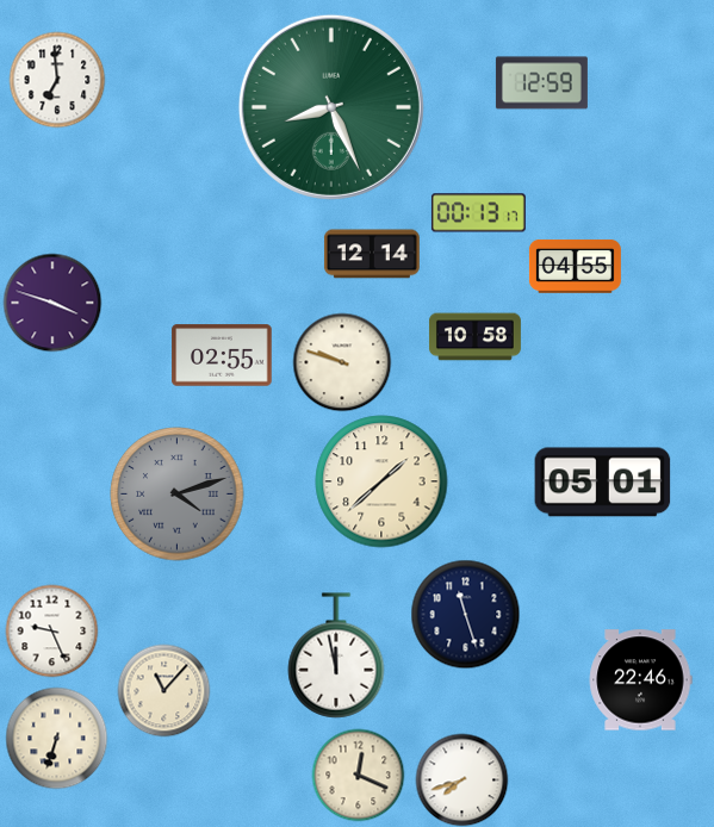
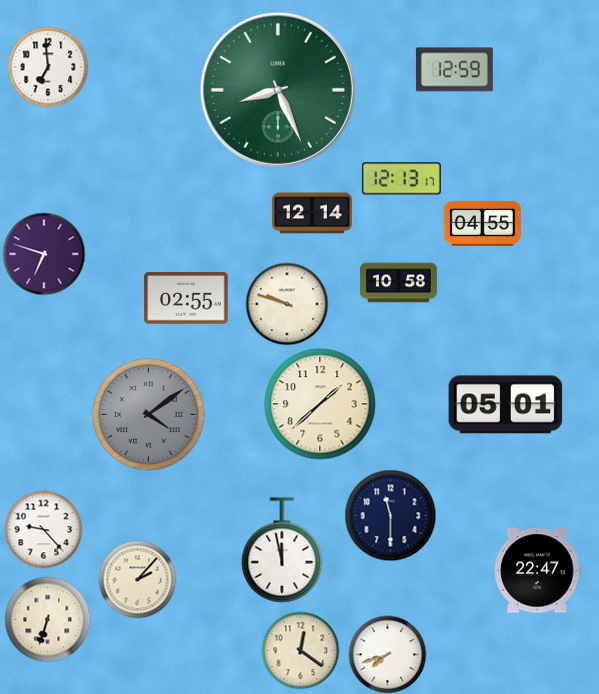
clock at (478, 213): 00:13 -> 12:13
clock at (52, 303): 3:48 -> 6:48
clock at (178, 495): 4:12 -> 4:09
clock at (465, 614): 11:27 -> 11:30
clock at (51, 630): 9:26 -> 9:23
clock at (640, 680): 22:46 -> 22:47
clock at (163, 690): 11:07 -> 2:07
clock at (358, 775): 12:19 -> 12:21
